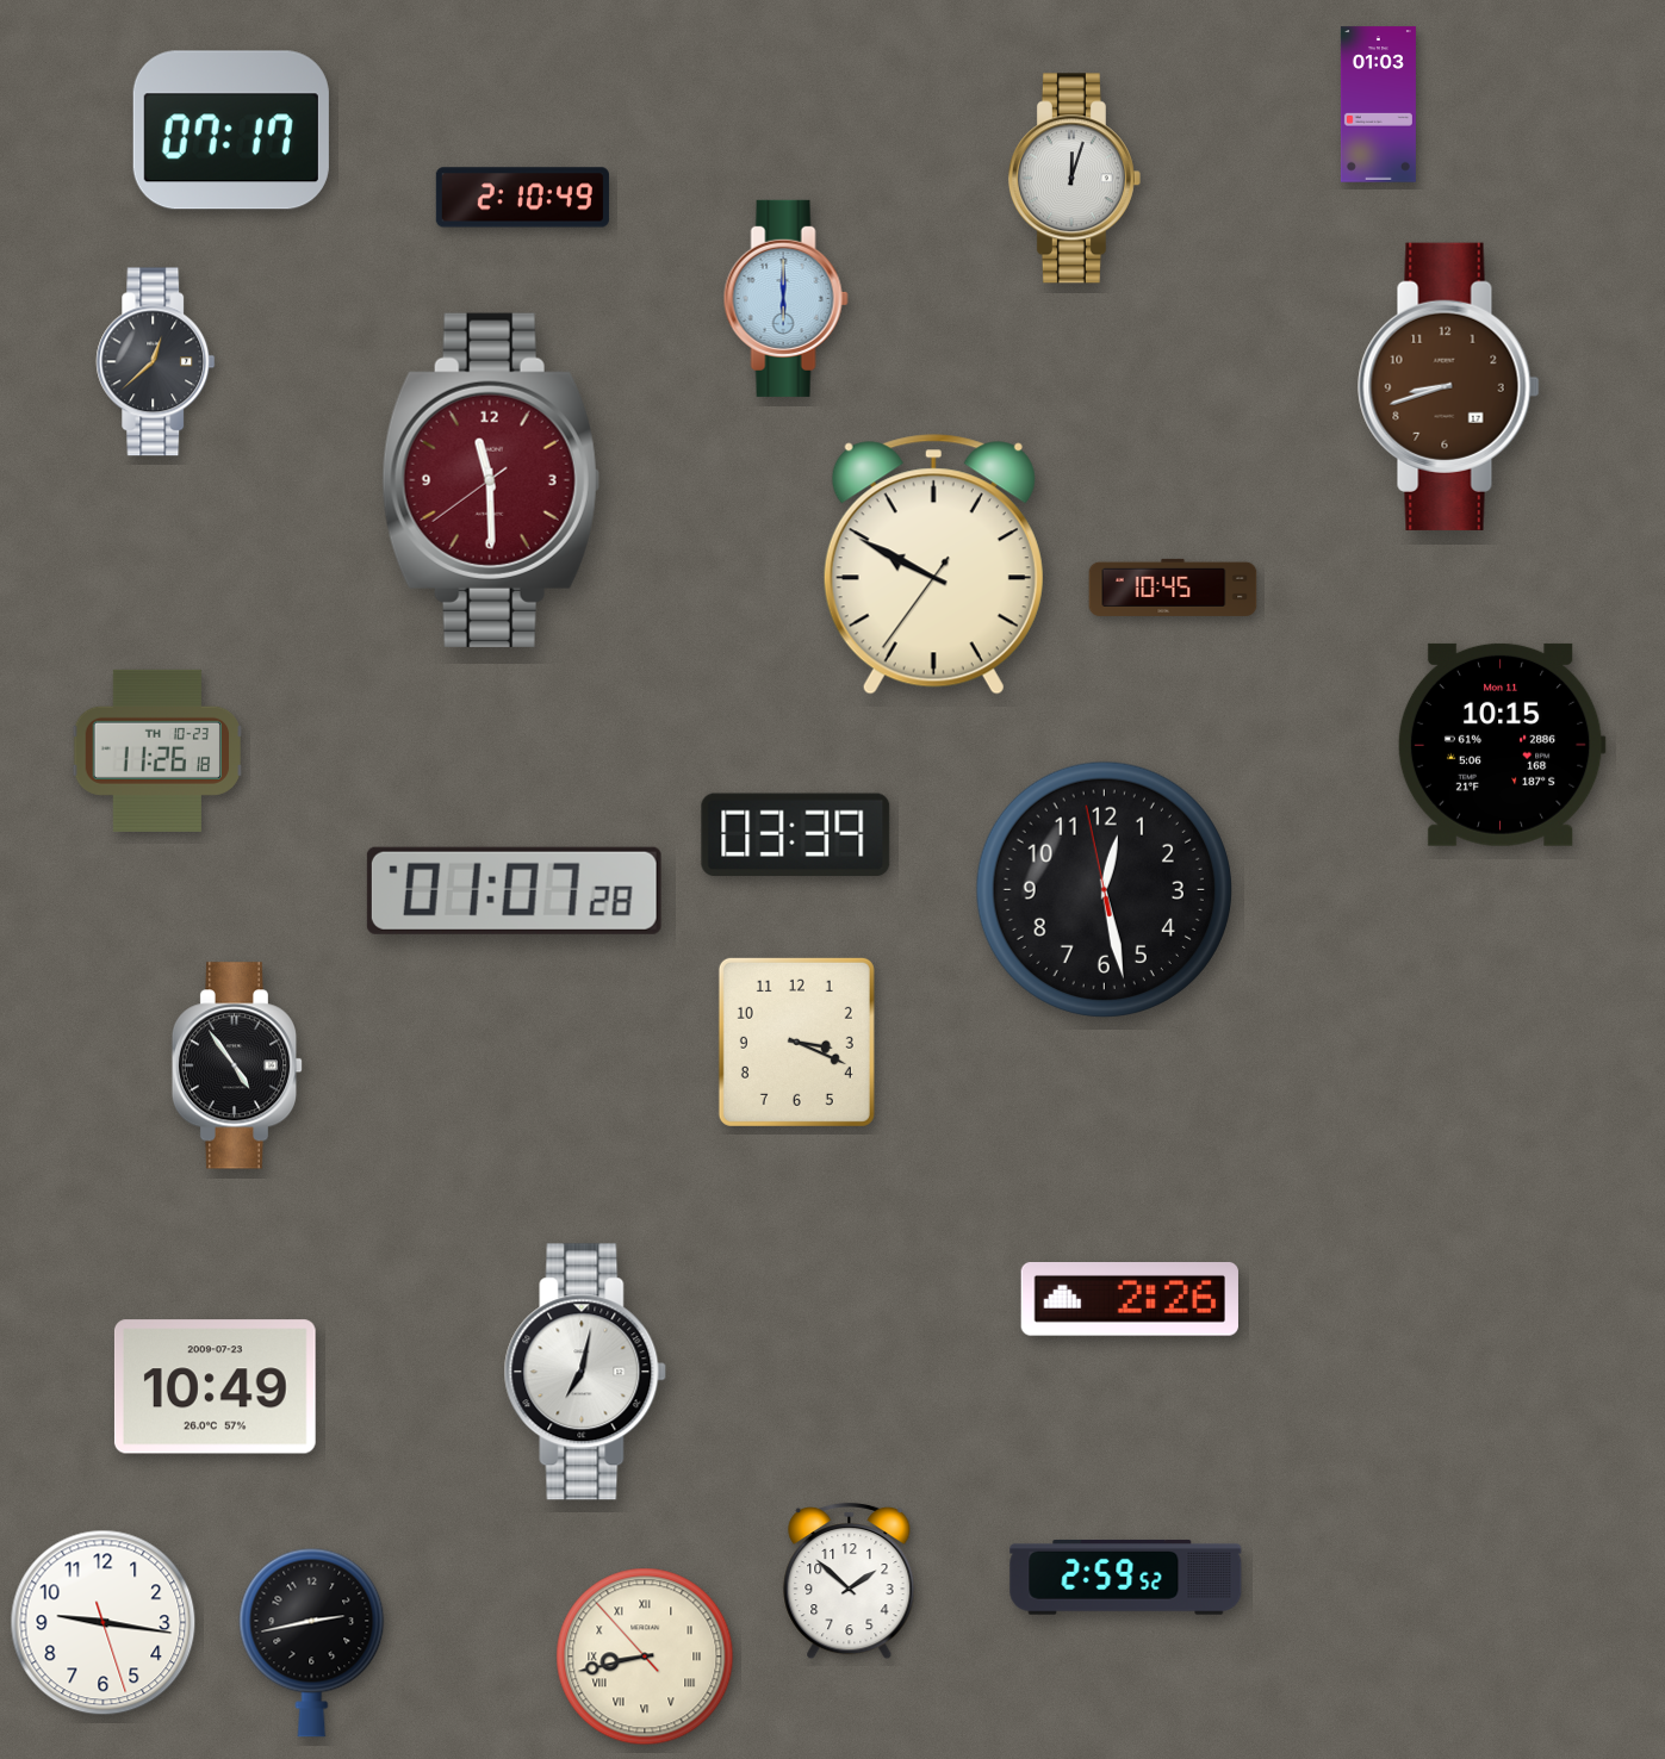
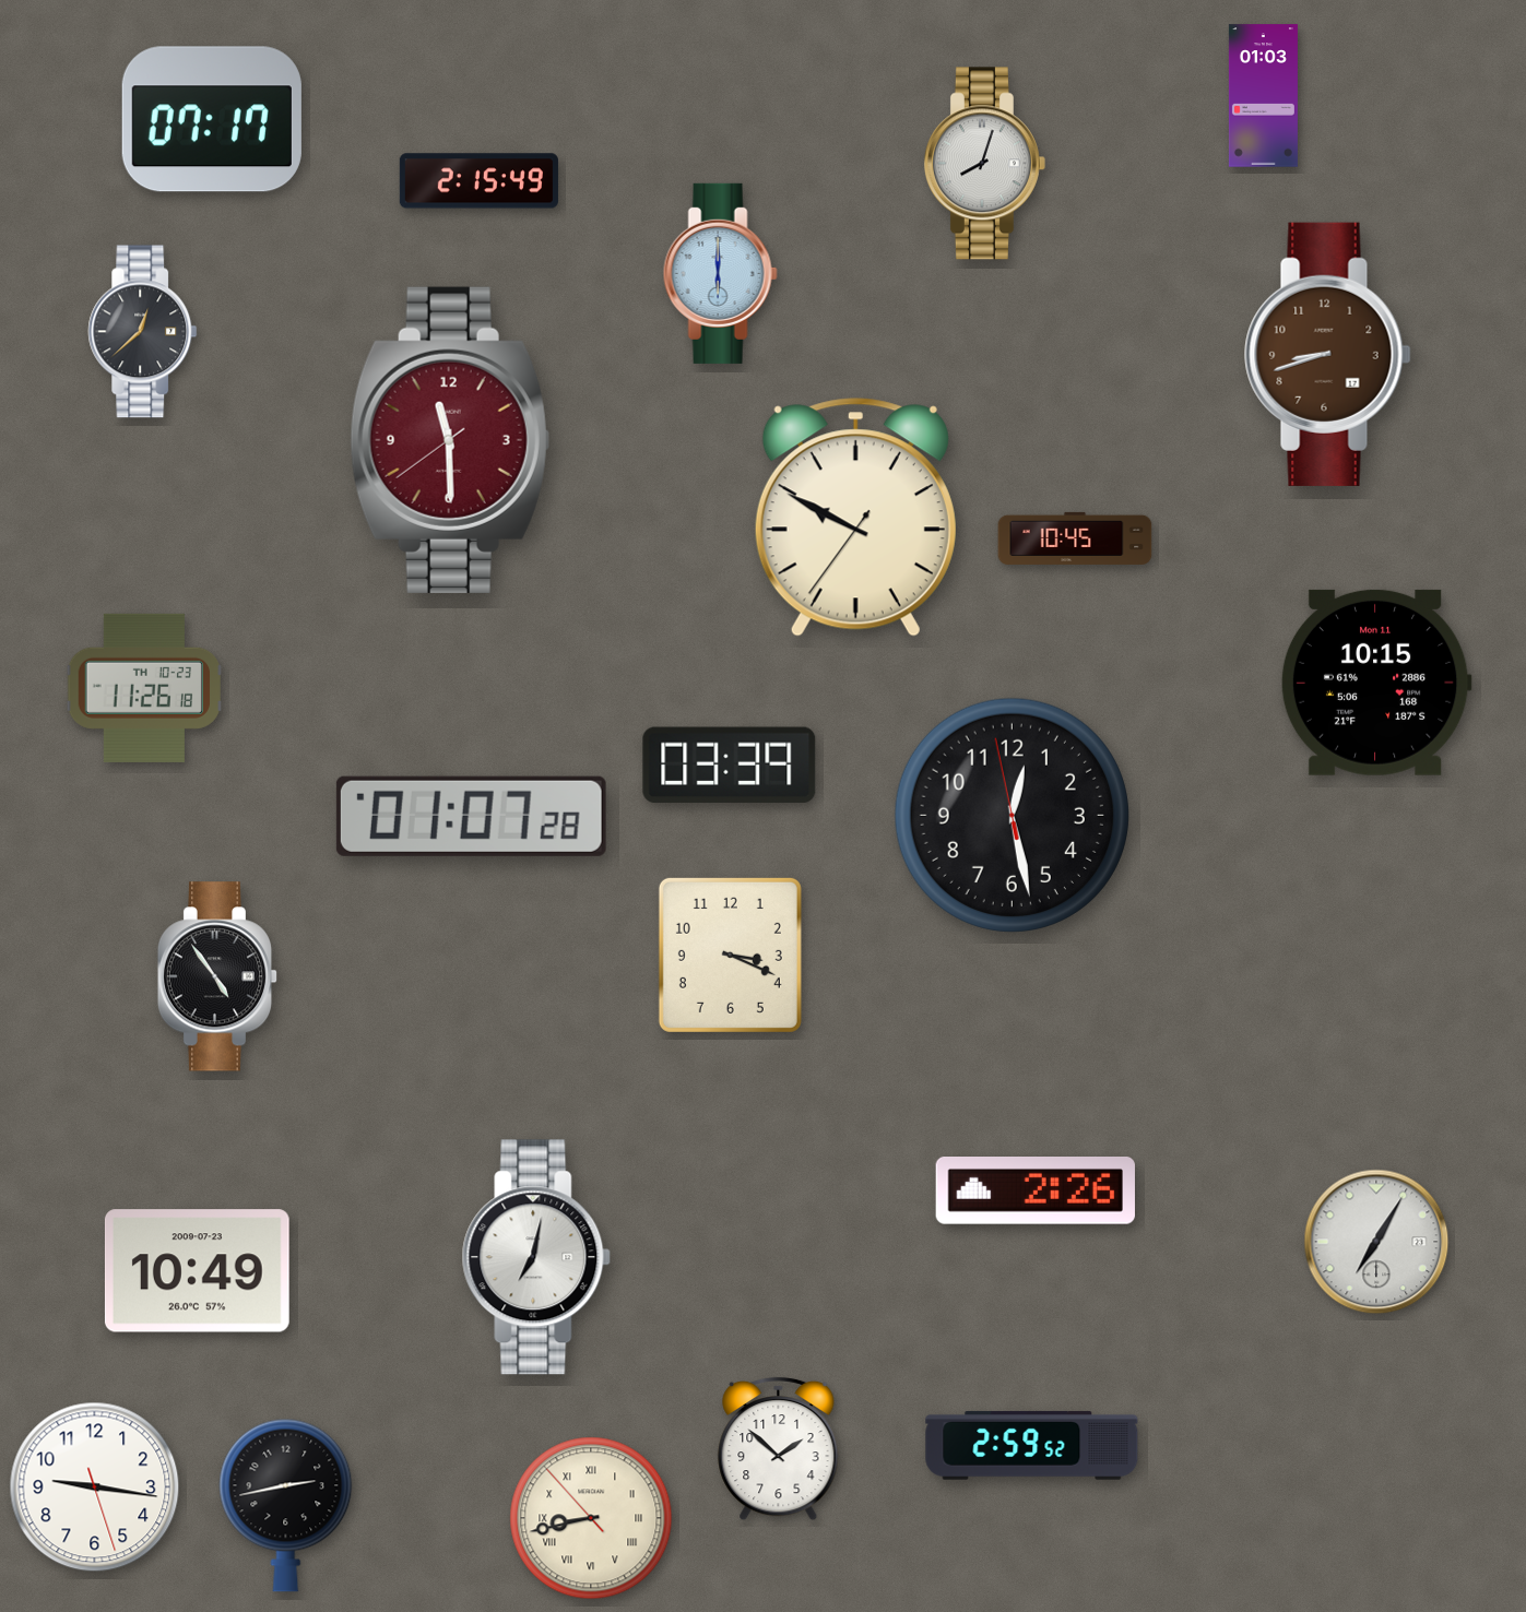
clock at (1074, 179): 12:03 -> 8:03
clock at (522, 198): 2:10 -> 2:15
clock at (1376, 1242): none -> 7:05
